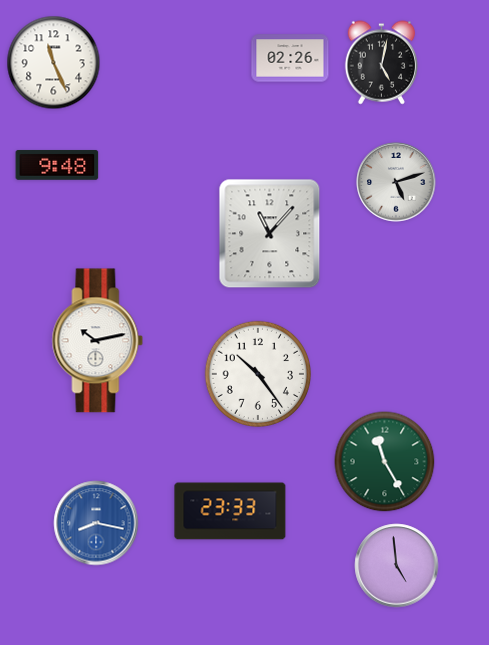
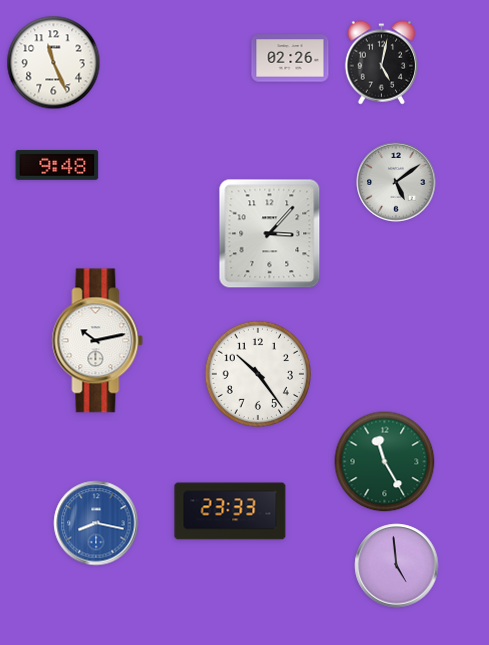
clock at (396, 182): 5:12 -> 5:09
clock at (270, 234): 11:07 -> 3:07
